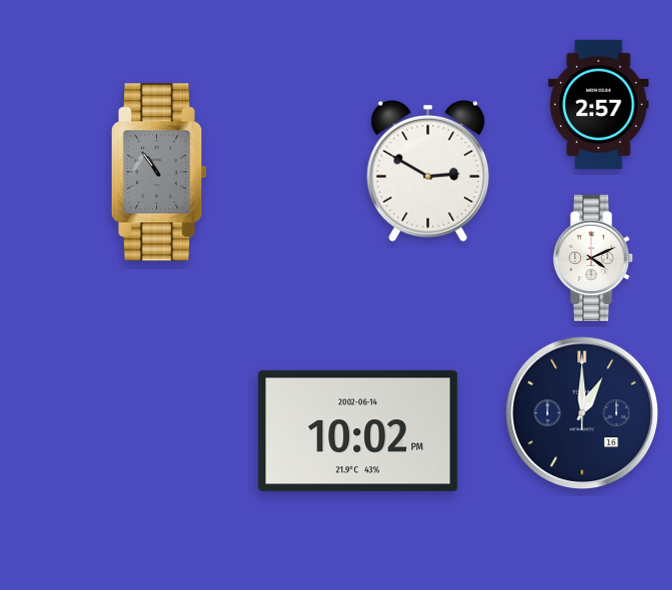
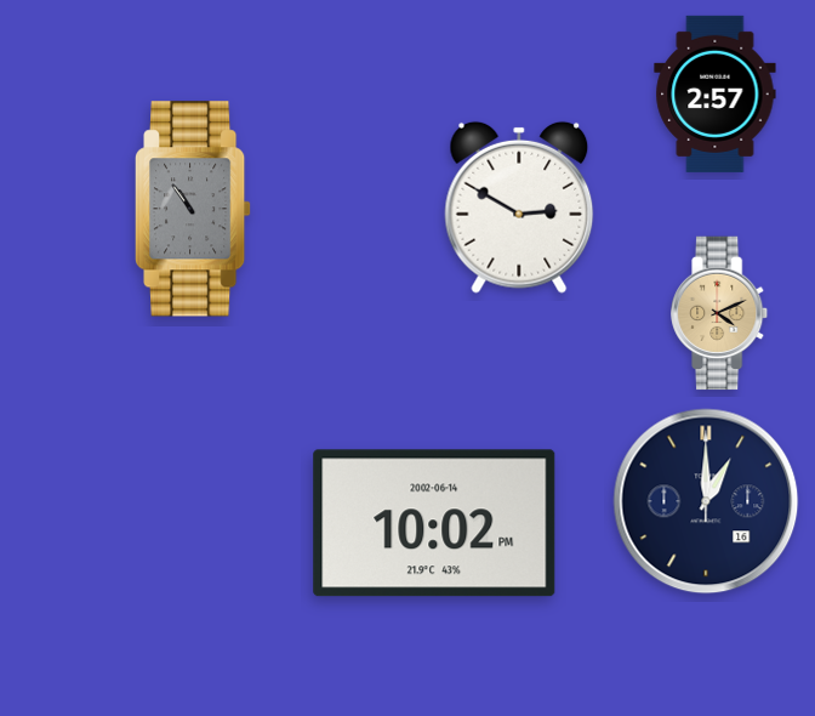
clock at (599, 104) position: (599, 104) -> (716, 93)
clock at (594, 258) dial: white -> champagne
